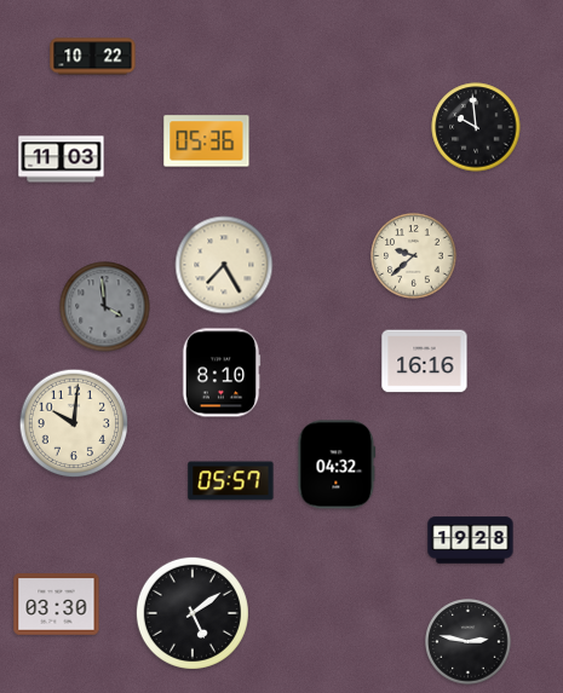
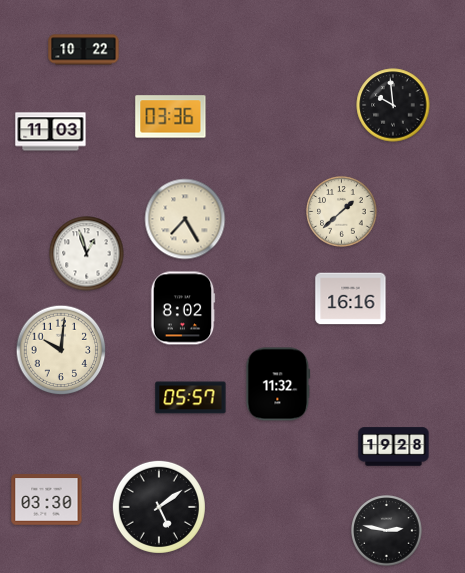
clock at (93, 57) position: (93, 57) -> (84, 50)
clock at (207, 142): 05:36 -> 03:36
clock at (414, 256): 9:38 -> 1:38
clock at (105, 307): 3:59 -> 12:57
clock at (105, 307) dial: grey -> white
clock at (222, 373): 8:10 -> 8:02
clock at (337, 464): 04:32 -> 11:32
clock at (471, 541) position: (471, 541) -> (394, 447)
